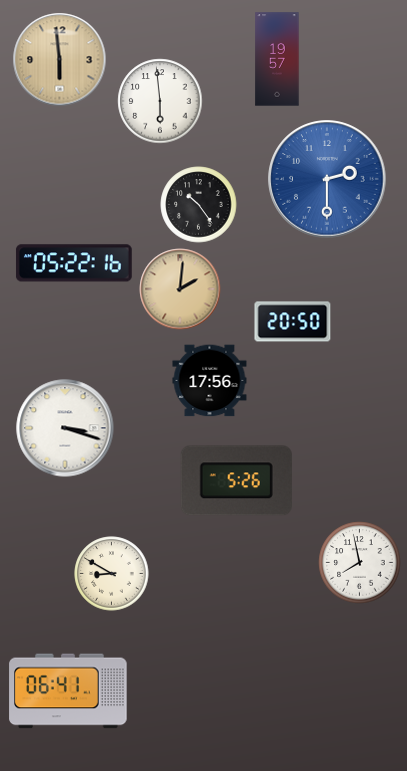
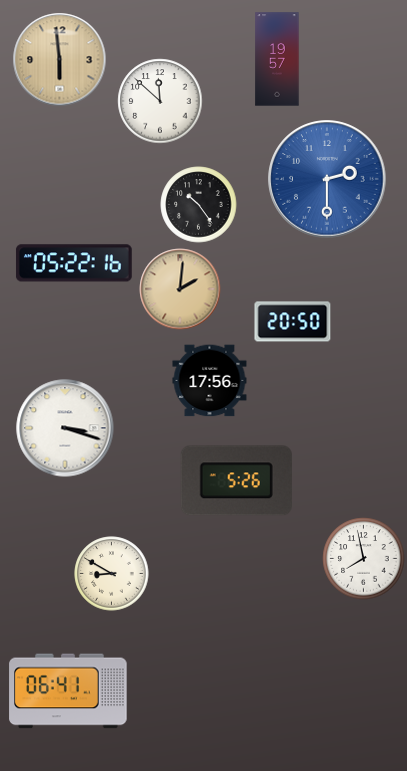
clock at (160, 101): 5:59 -> 11:52
clock at (360, 563) position: (360, 563) -> (364, 559)
